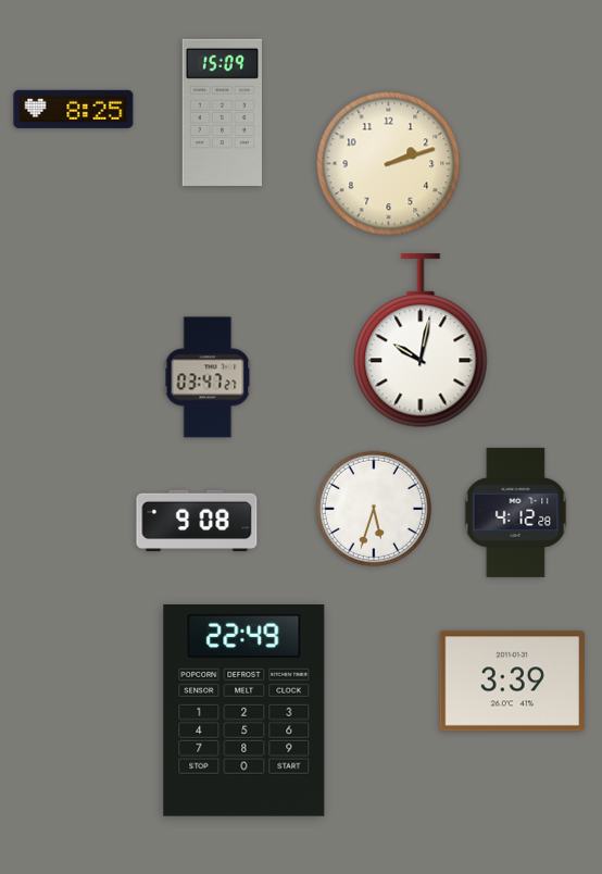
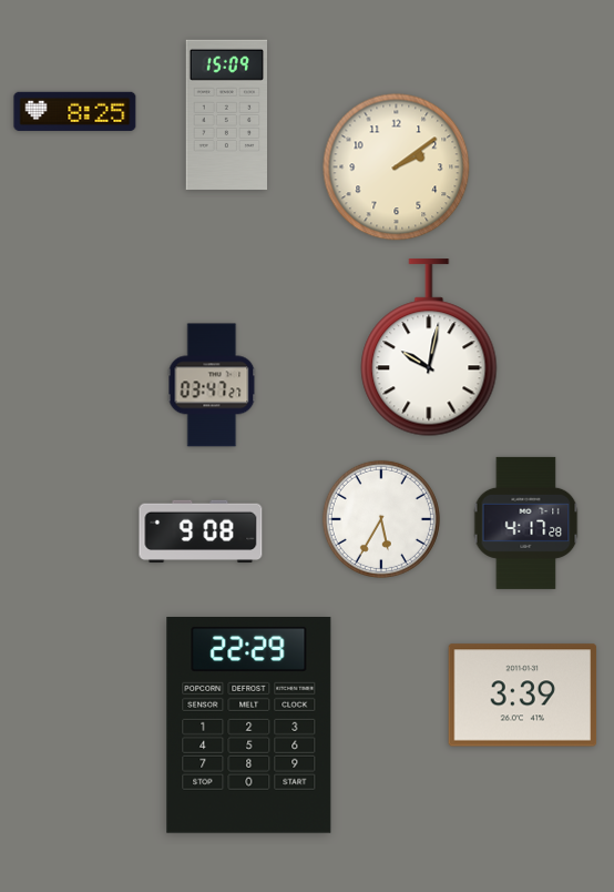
clock at (389, 164): 2:12 -> 2:09
clock at (374, 509): 5:33 -> 5:35
clock at (516, 512): 4:12 -> 4:17
clock at (244, 710): 22:49 -> 22:29
